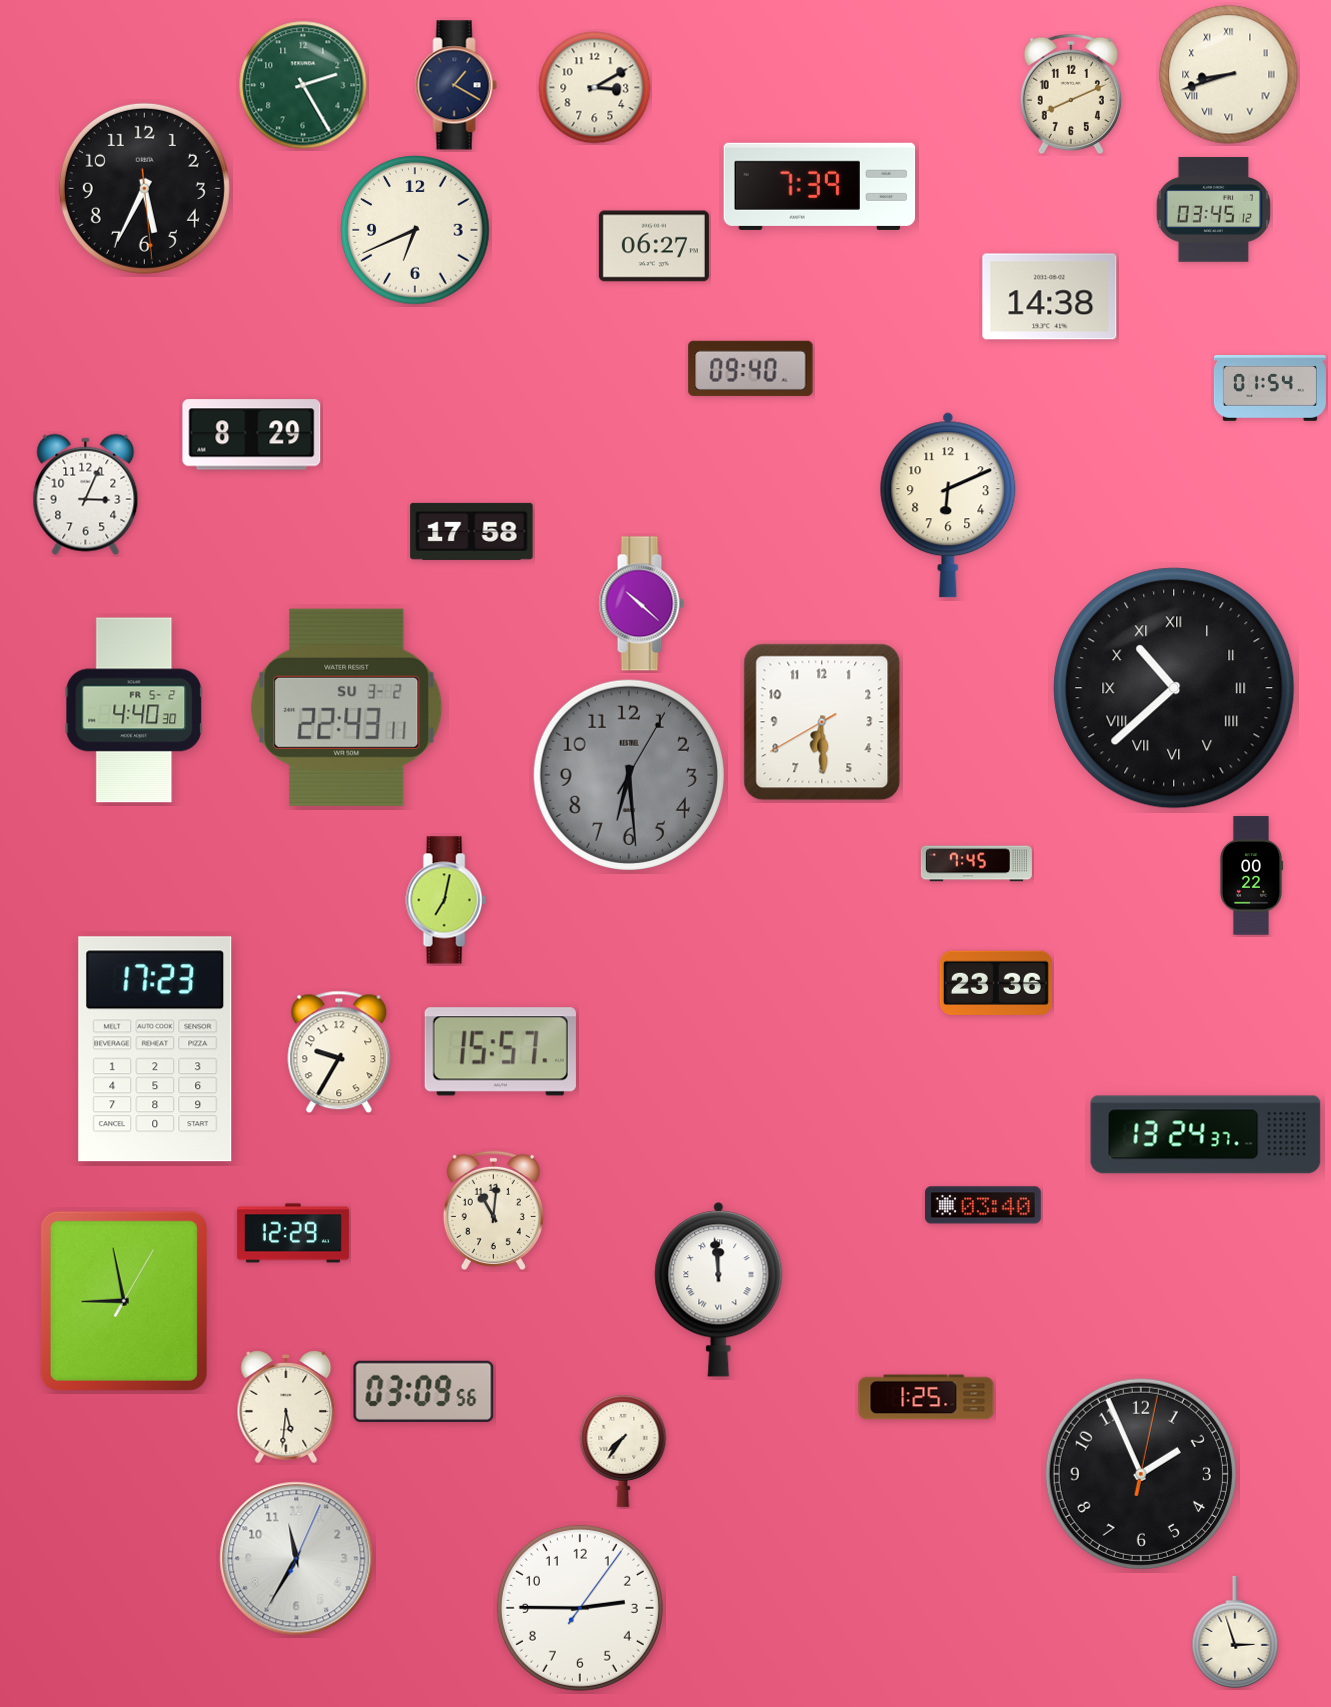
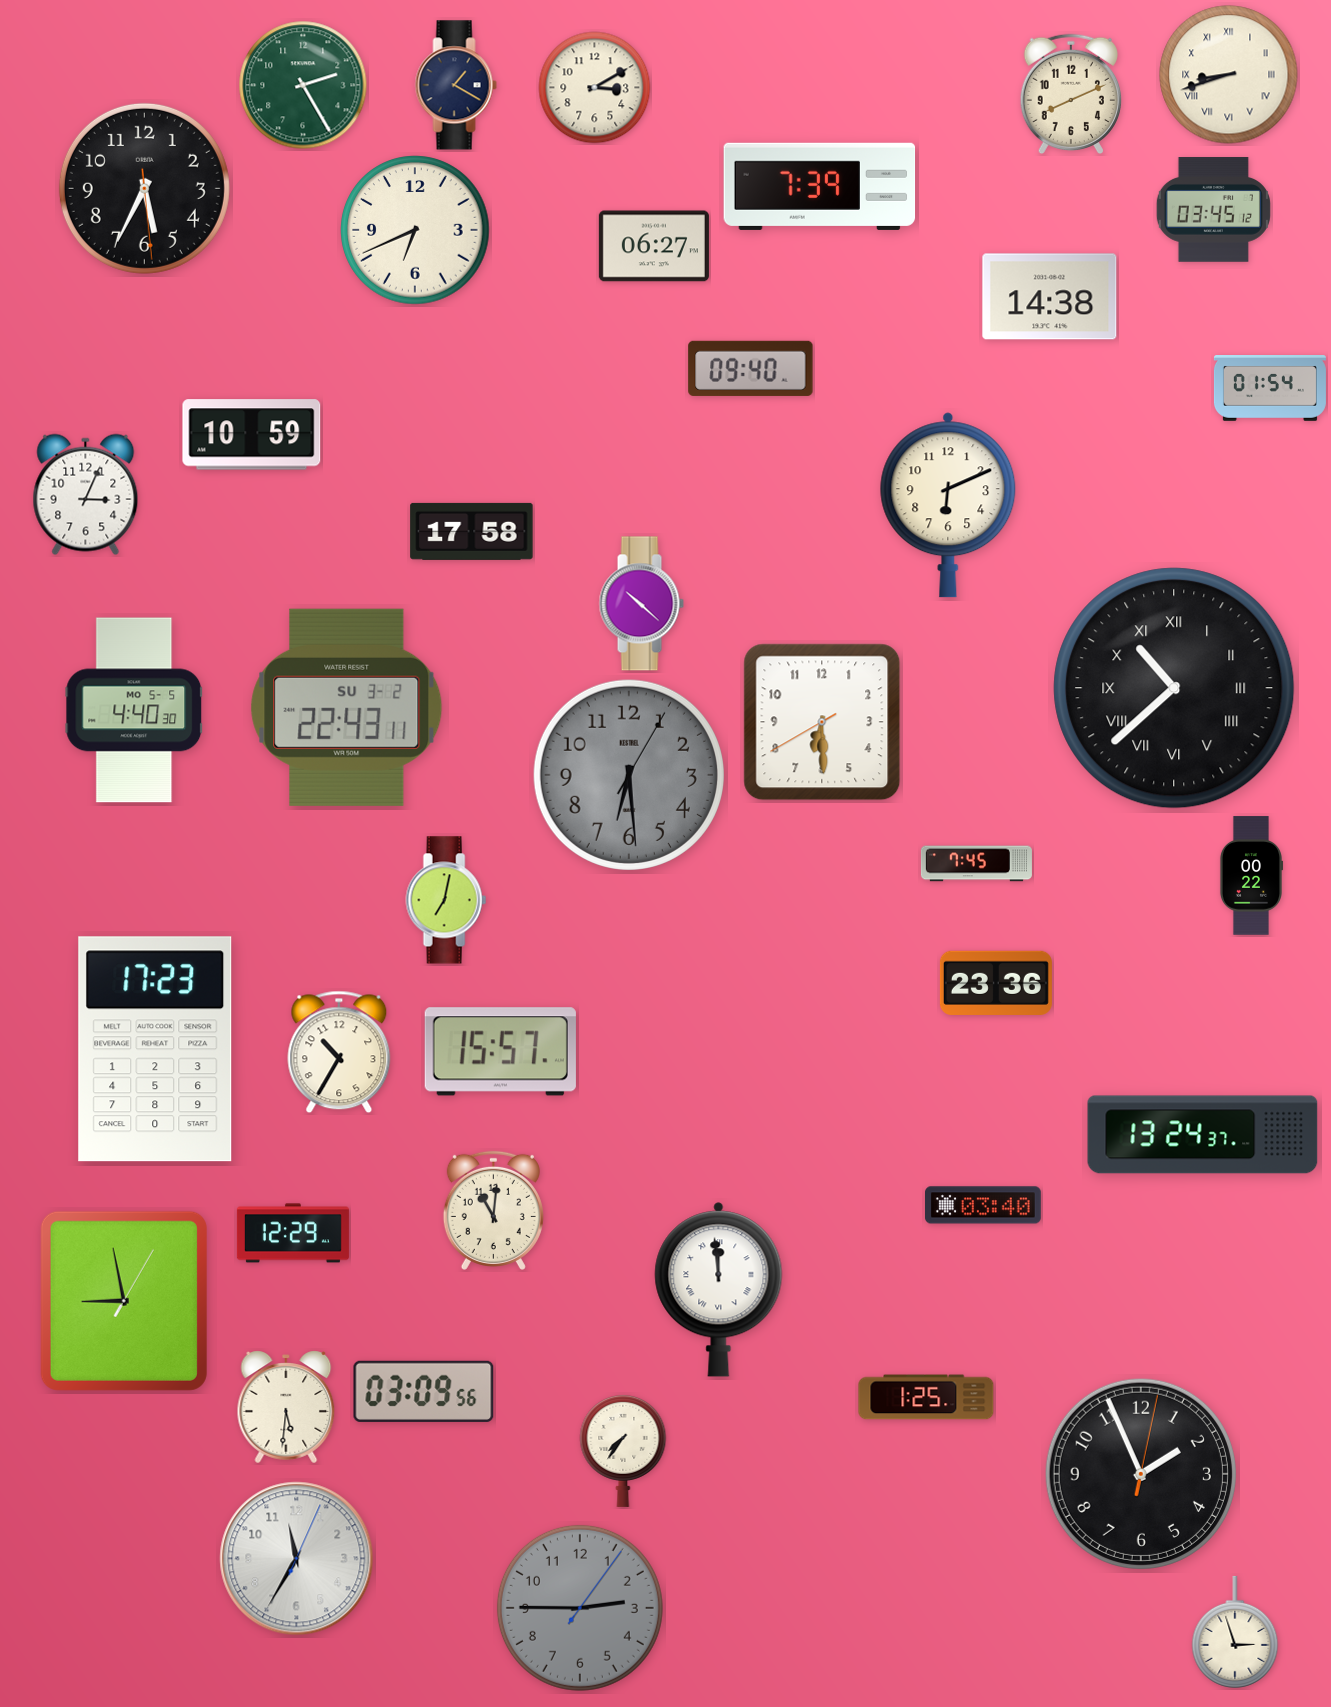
clock at (252, 435): 8:29 -> 10:59
clock at (134, 710) date: FR 5-2 -> MO 5-5
clock at (339, 1052): 9:35 -> 10:35
clock at (1206, 1135) position: (1206, 1135) -> (1203, 1135)
clock at (580, 1608) dial: white -> grey
